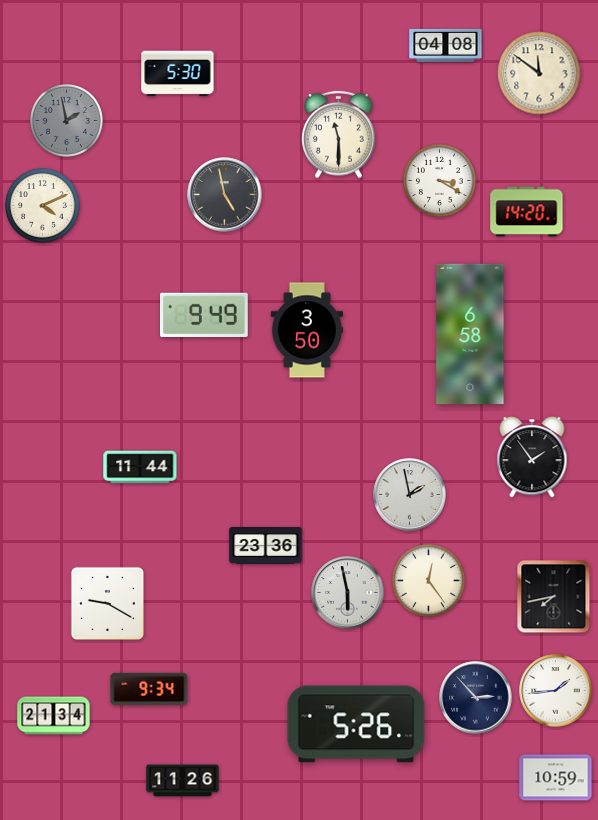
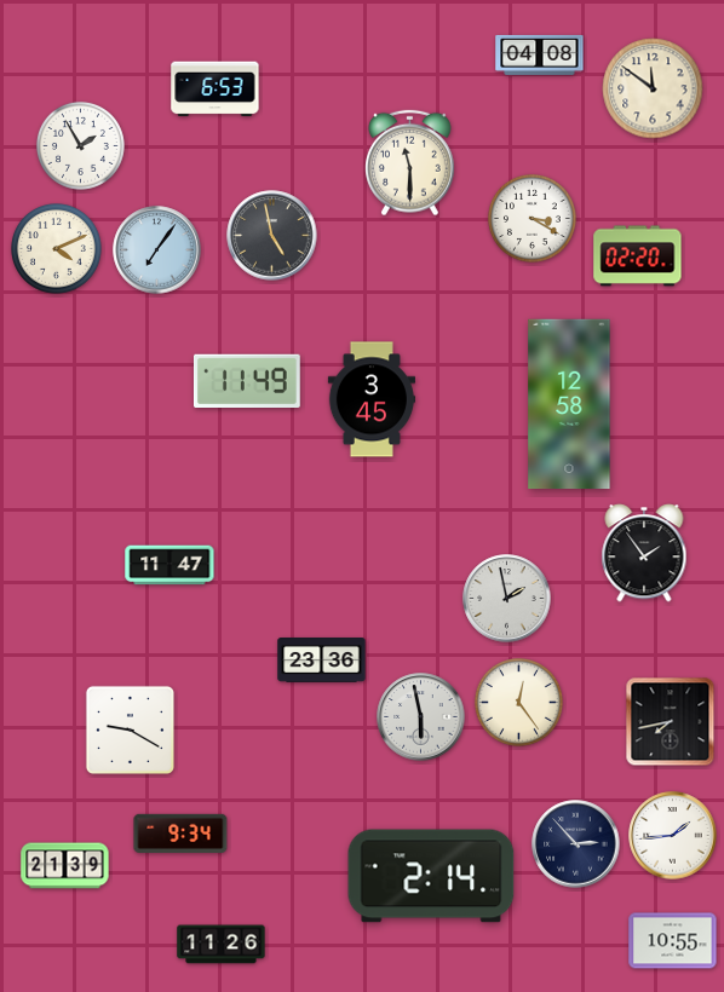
clock at (178, 74): 5:30 -> 6:53
clock at (66, 120): 1:58 -> 1:55
clock at (66, 120) dial: grey -> white
clock at (43, 206) position: (43, 206) -> (57, 249)
clock at (157, 250): none -> 7:06
clock at (527, 212): 14:20 -> 02:20
clock at (205, 314): 9:49 -> 11:49
clock at (306, 330): 3:50 -> 3:45
clock at (470, 334): 6:58 -> 12:58
clock at (140, 467): 11:44 -> 11:47
clock at (410, 495) position: (410, 495) -> (507, 599)
clock at (54, 716): 21:34 -> 21:39
clock at (356, 724): 5:26 -> 2:14
clock at (556, 778): 10:59 -> 10:55
